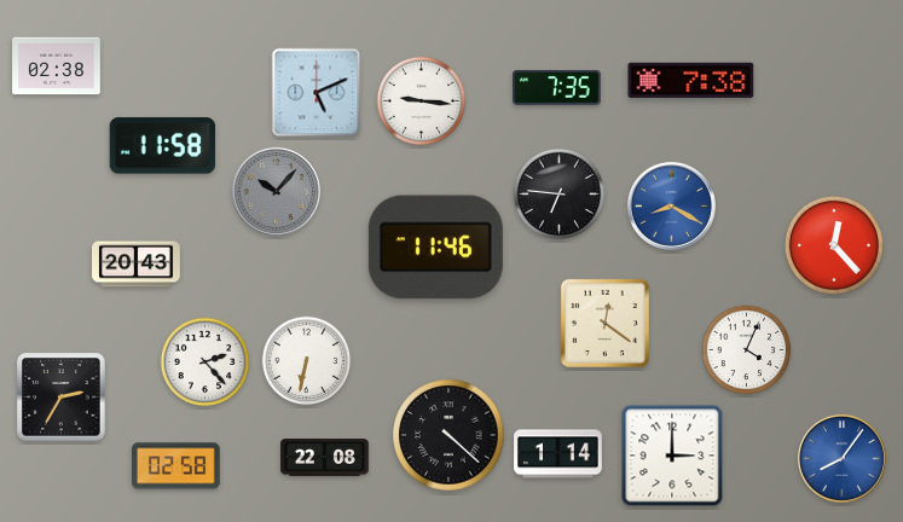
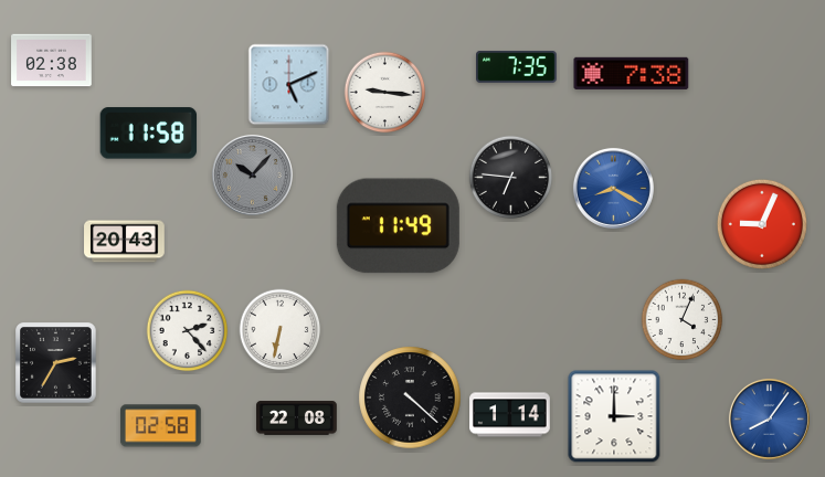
clock at (557, 88) position: (557, 88) -> (517, 67)
clock at (834, 245): 12:23 -> 9:04
clock at (435, 248): 11:46 -> 11:49
clock at (604, 323): 12:21 -> none
